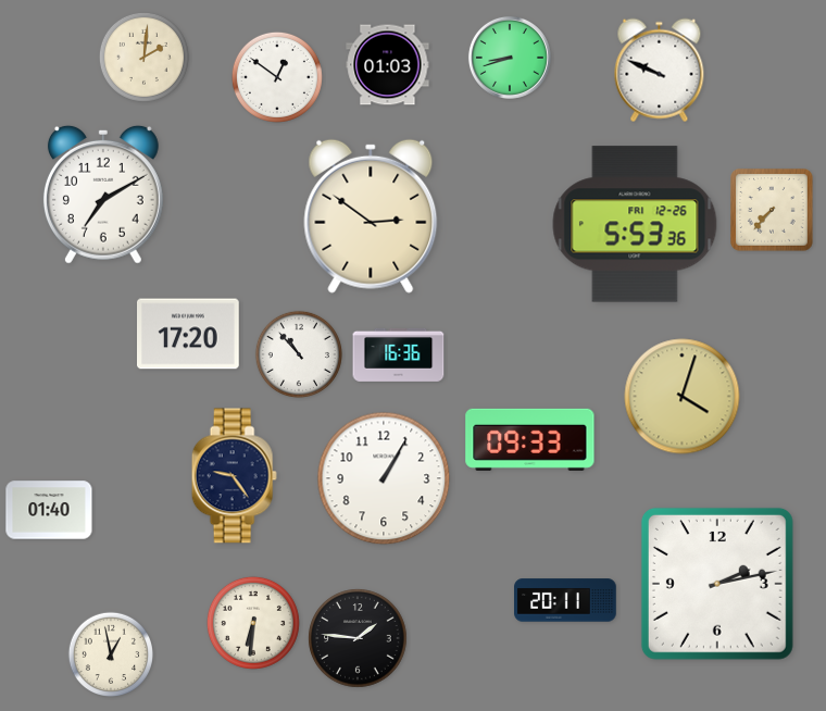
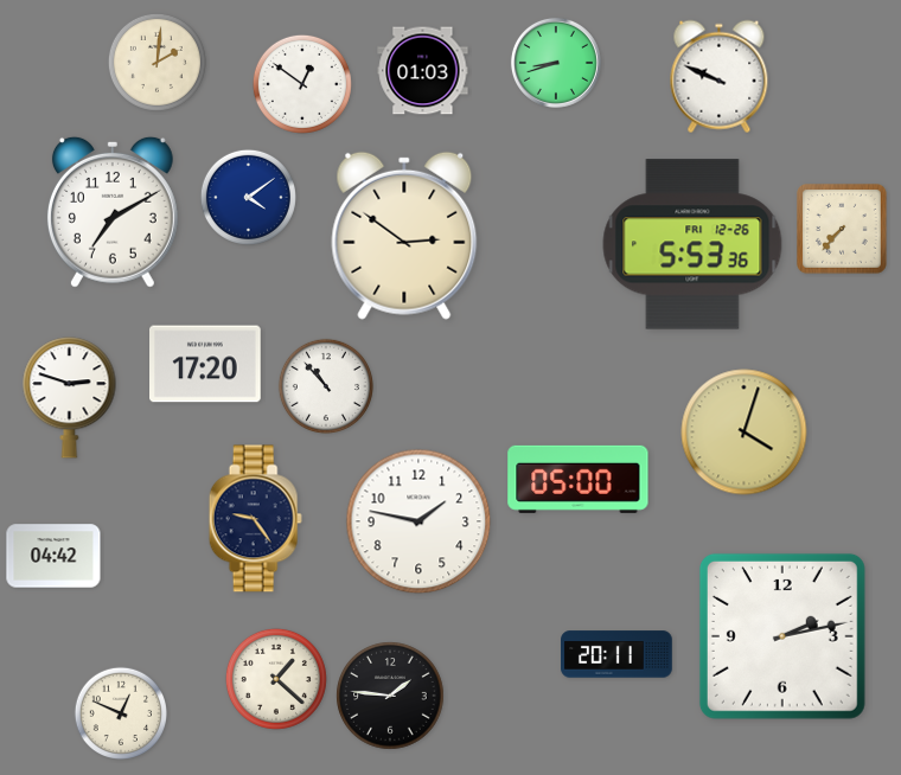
clock at (248, 197): none -> 4:09
clock at (399, 354): 16:36 -> none
clock at (70, 398): none -> 2:48
clock at (530, 439): 09:33 -> 05:00
clock at (384, 478): 1:05 -> 1:47
clock at (49, 510): 01:40 -> 04:42
clock at (253, 623): 6:31 -> 1:22
clock at (110, 653): 12:58 -> 12:49
